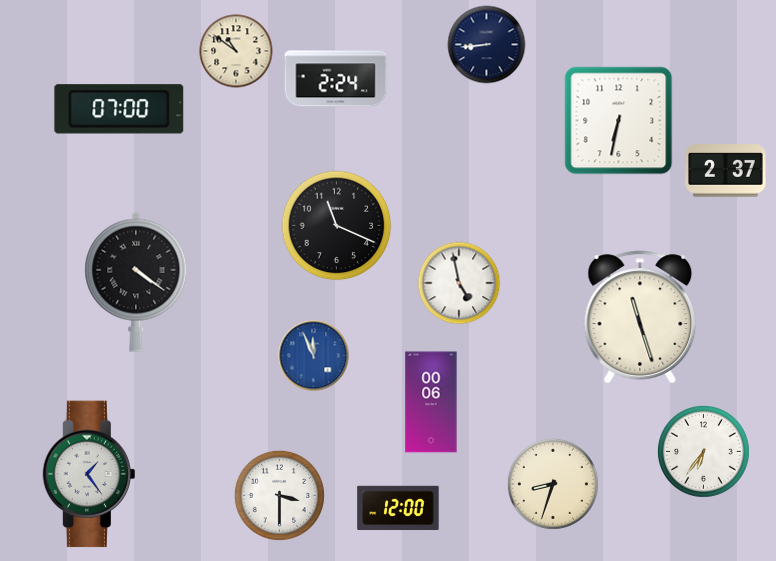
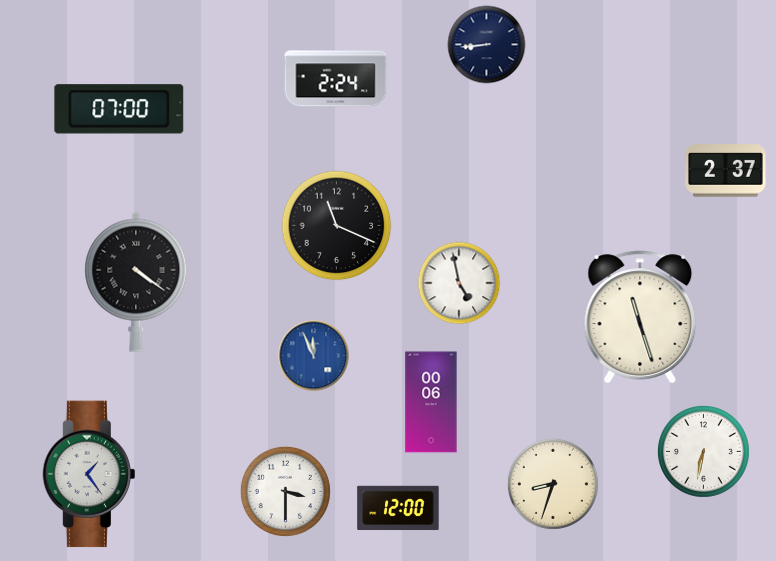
clock at (236, 51): 10:51 -> none
clock at (619, 121): 6:32 -> none
clock at (703, 451): 6:36 -> 6:32
clock at (279, 495) position: (279, 495) -> (285, 491)
